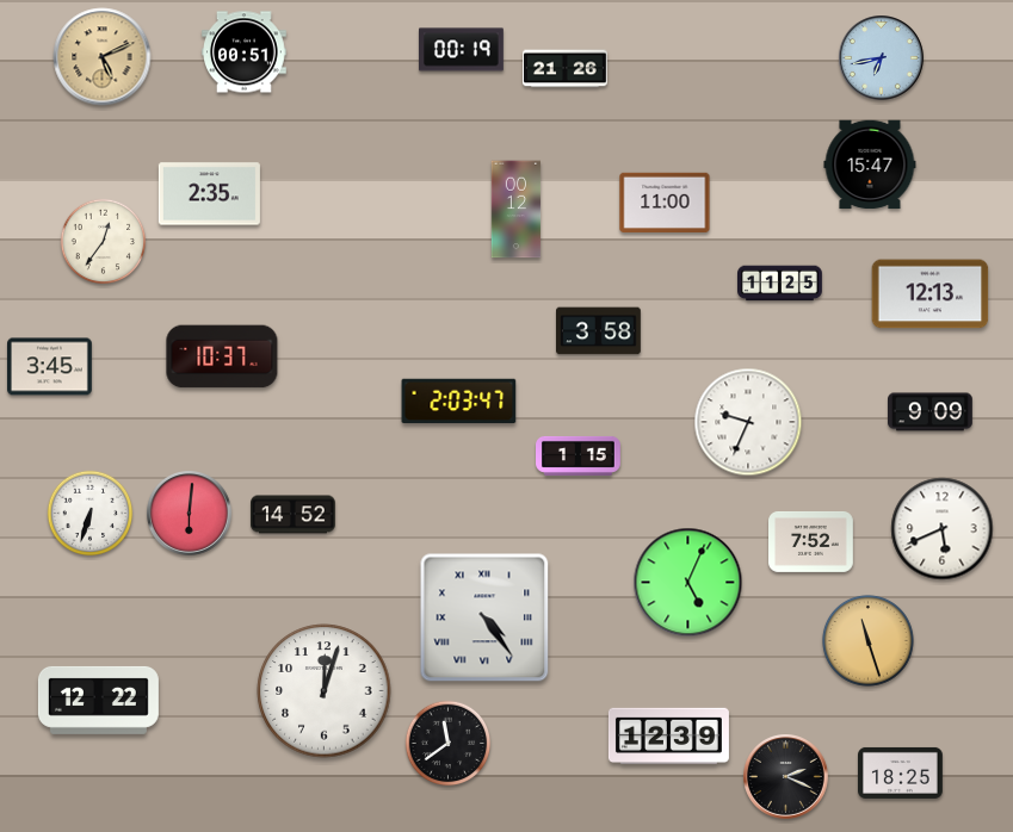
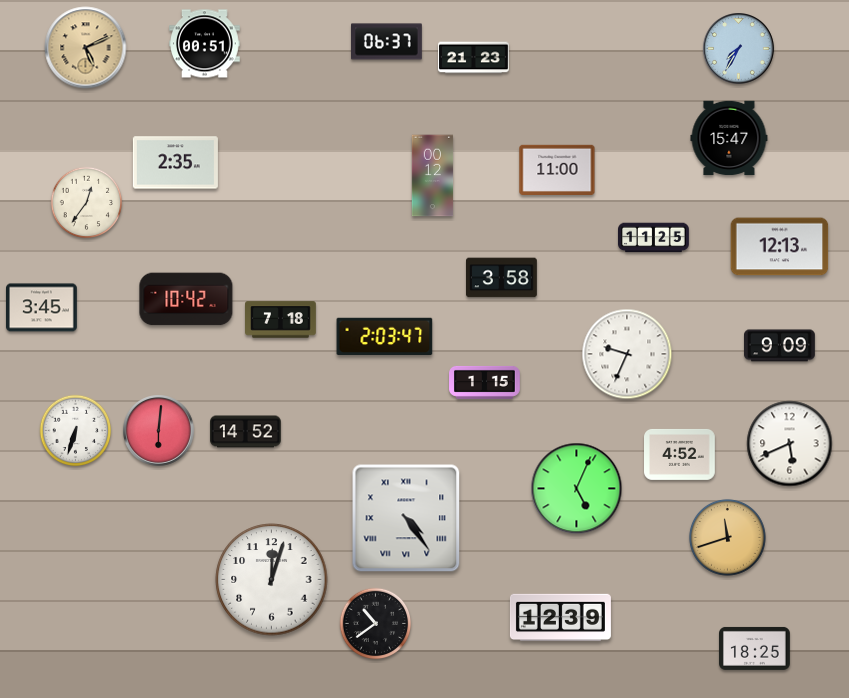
clock at (462, 50): 00:19 -> 06:37
clock at (882, 58): 6:43 -> 7:35
clock at (566, 69): 21:26 -> 21:23
clock at (222, 356): 10:37 -> 10:42
clock at (281, 320): none -> 7:18
clock at (811, 541): 7:52 -> 4:52
clock at (867, 640): 11:27 -> 11:42
clock at (98, 700): 12:22 -> none
clock at (449, 744): 11:39 -> 10:39
clock at (786, 777): 2:19 -> none
